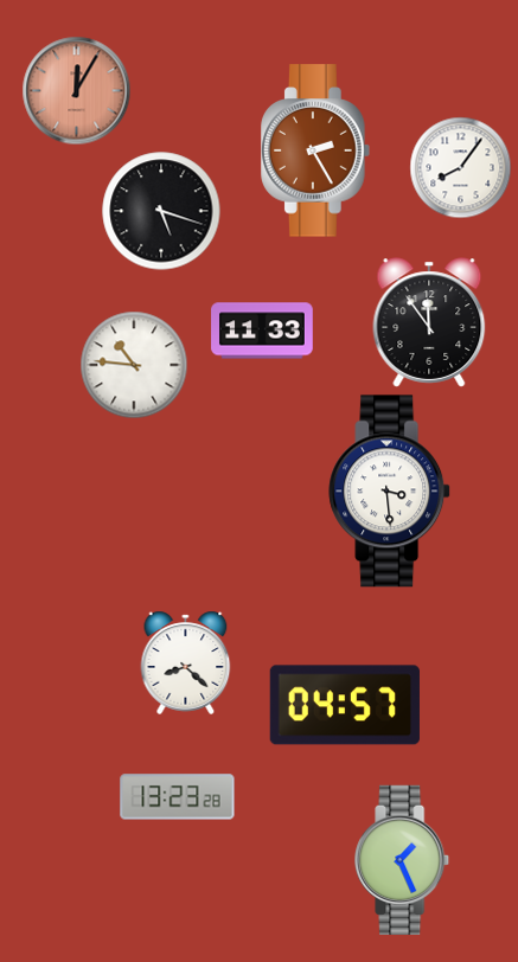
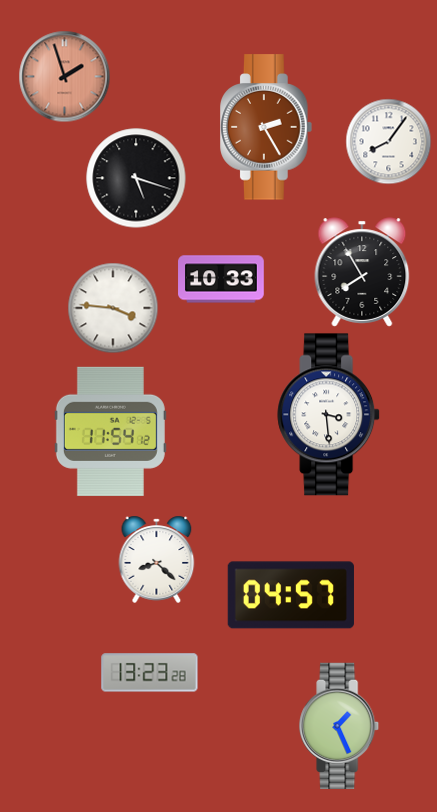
clock at (76, 90): 12:05 -> 1:57
clock at (429, 322): 11:54 -> 7:55
clock at (262, 331): 11:33 -> 10:33
clock at (134, 365): 10:46 -> 3:46
clock at (110, 431): none -> 11:54
